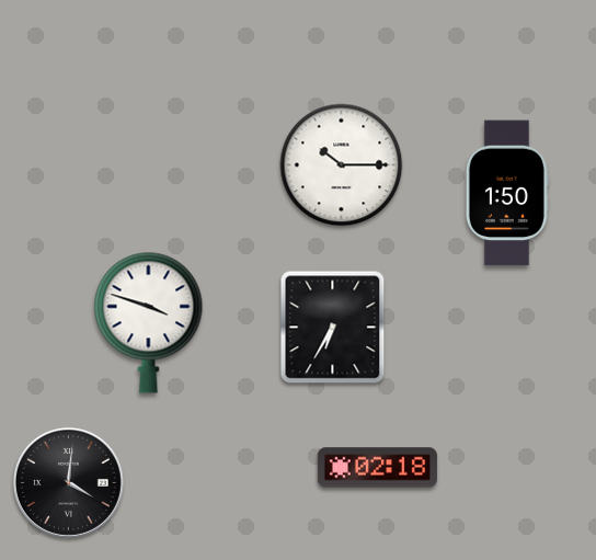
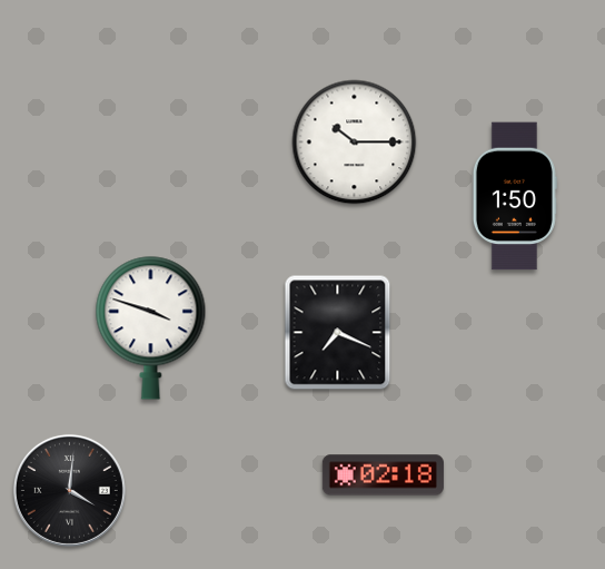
clock at (342, 165) position: (342, 165) -> (355, 143)
clock at (333, 328): 6:35 -> 7:19
